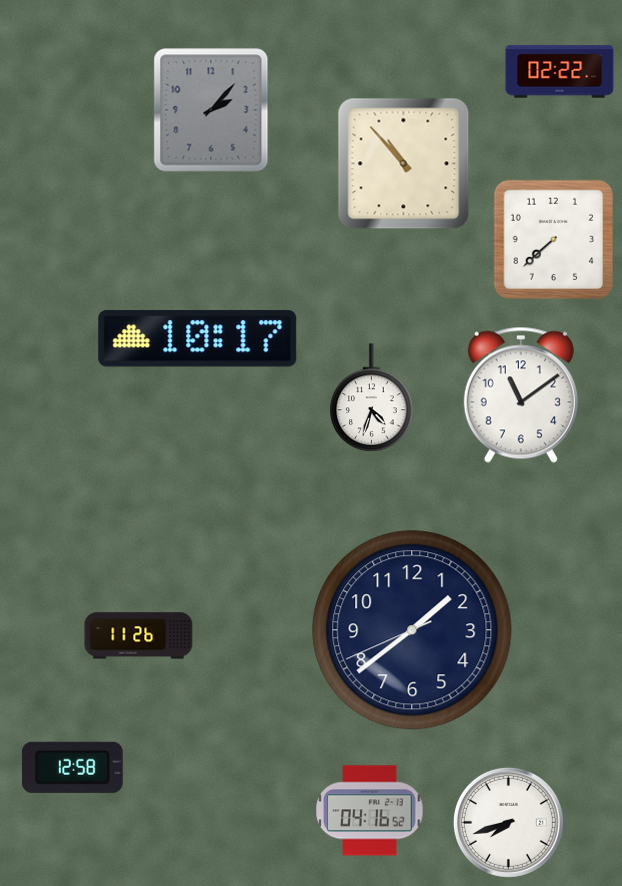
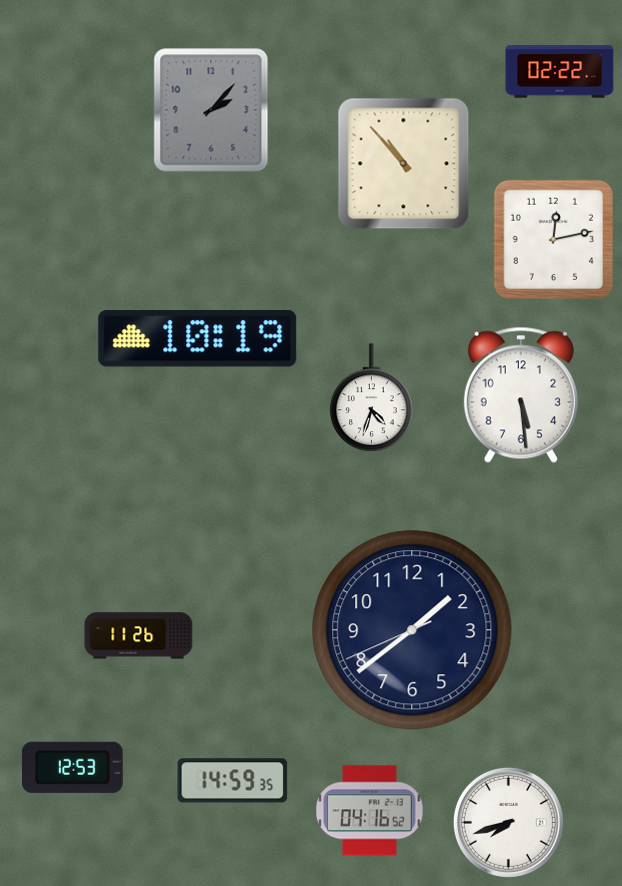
clock at (554, 240): 7:38 -> 12:13
clock at (198, 339): 10:17 -> 10:19
clock at (521, 395): 11:09 -> 5:29
clock at (72, 767): 12:58 -> 12:53
clock at (233, 781): none -> 14:59
